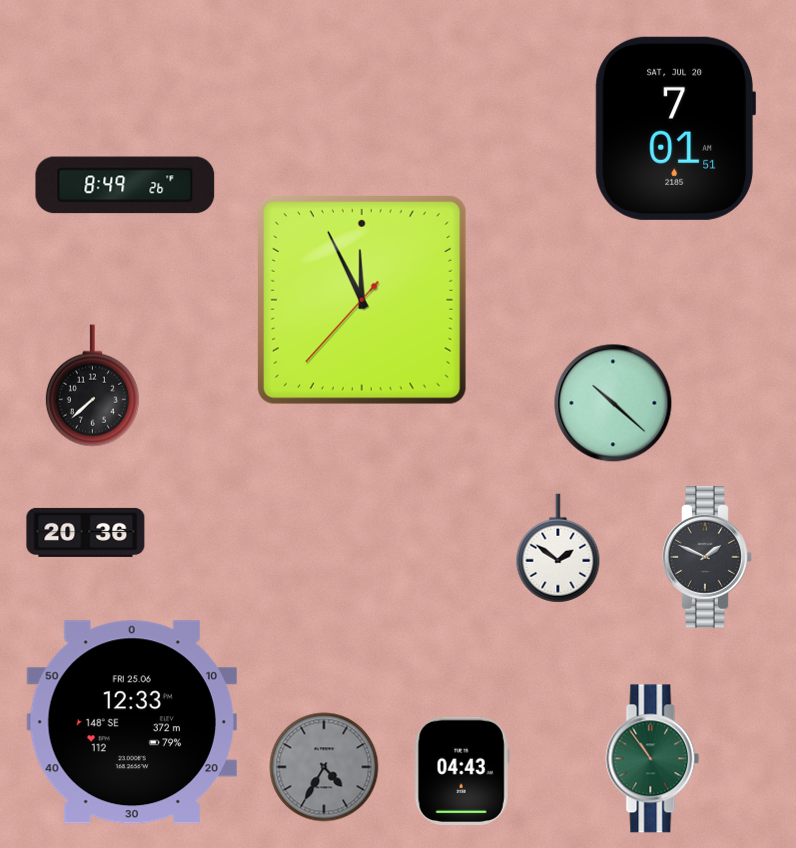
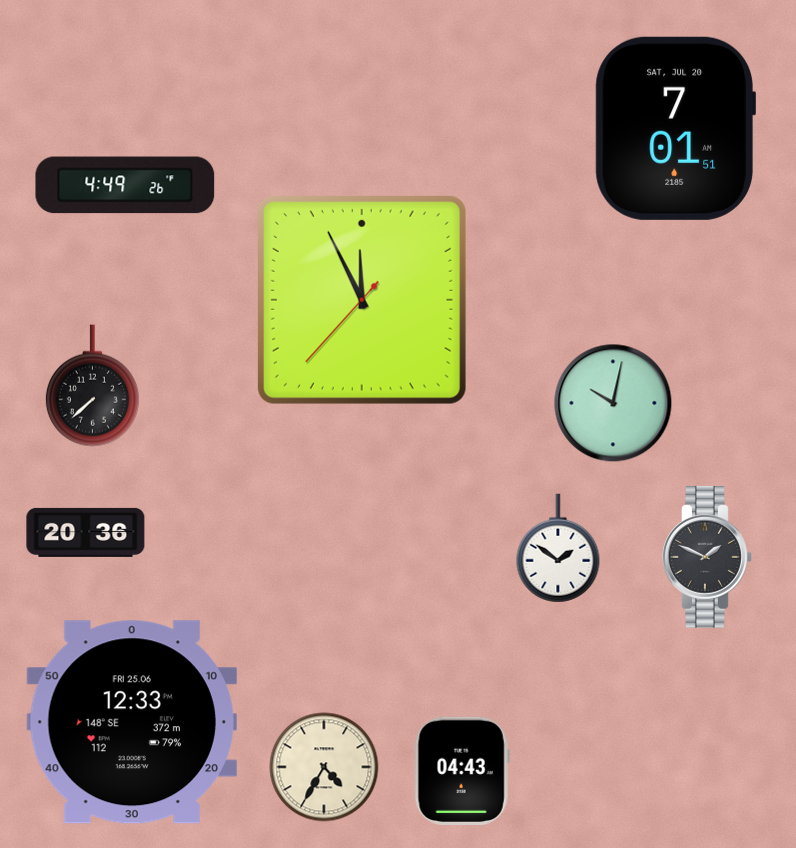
clock at (125, 185): 8:49 -> 4:49
clock at (613, 403): 10:22 -> 10:02
clock at (653, 759): 10:54 -> none
clock at (324, 767) dial: grey -> cream
